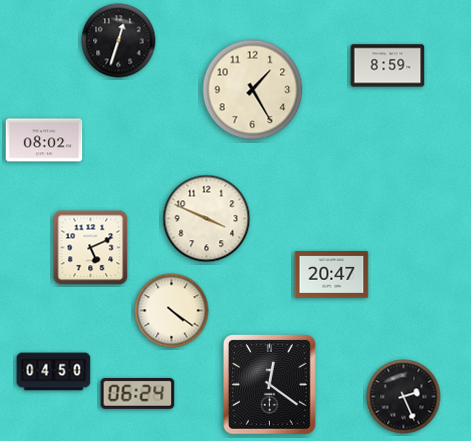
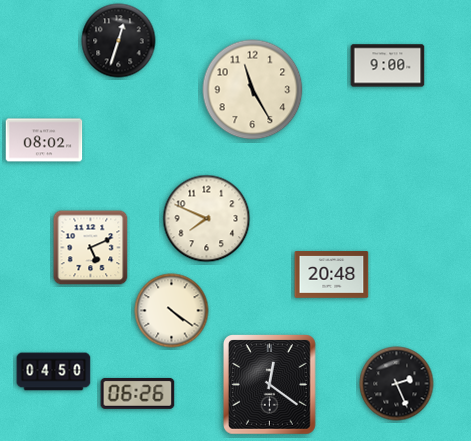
clock at (388, 66): 8:59 -> 9:00
clock at (253, 90): 1:25 -> 11:25
clock at (207, 219): 3:49 -> 7:49
clock at (332, 275): 20:47 -> 20:48
clock at (138, 394): 06:24 -> 06:26
clock at (404, 397) position: (404, 397) -> (397, 384)
